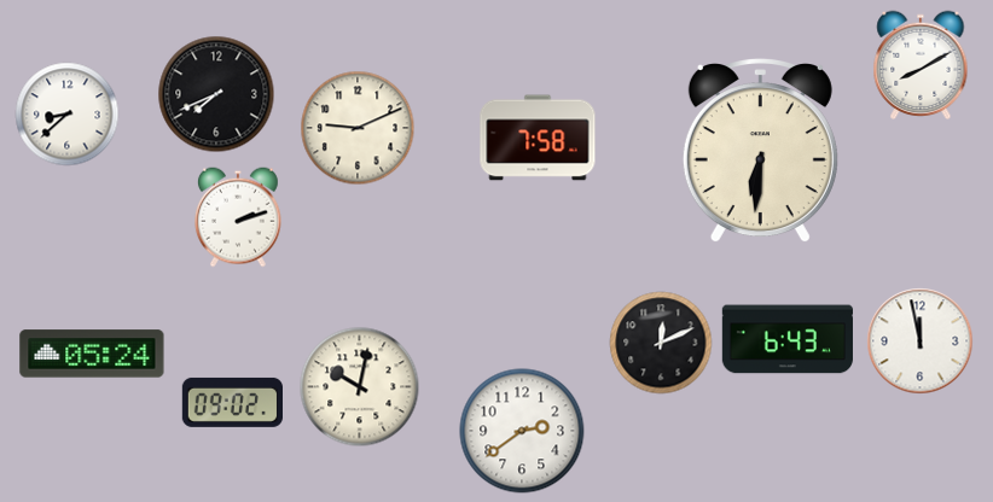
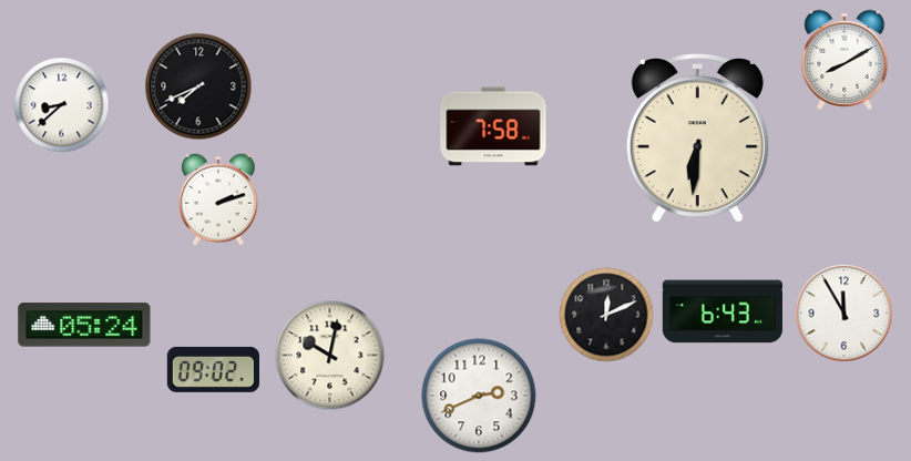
clock at (358, 128): 9:11 -> none
clock at (921, 342): 11:58 -> 11:55
clock at (522, 431): 2:39 -> 2:41
